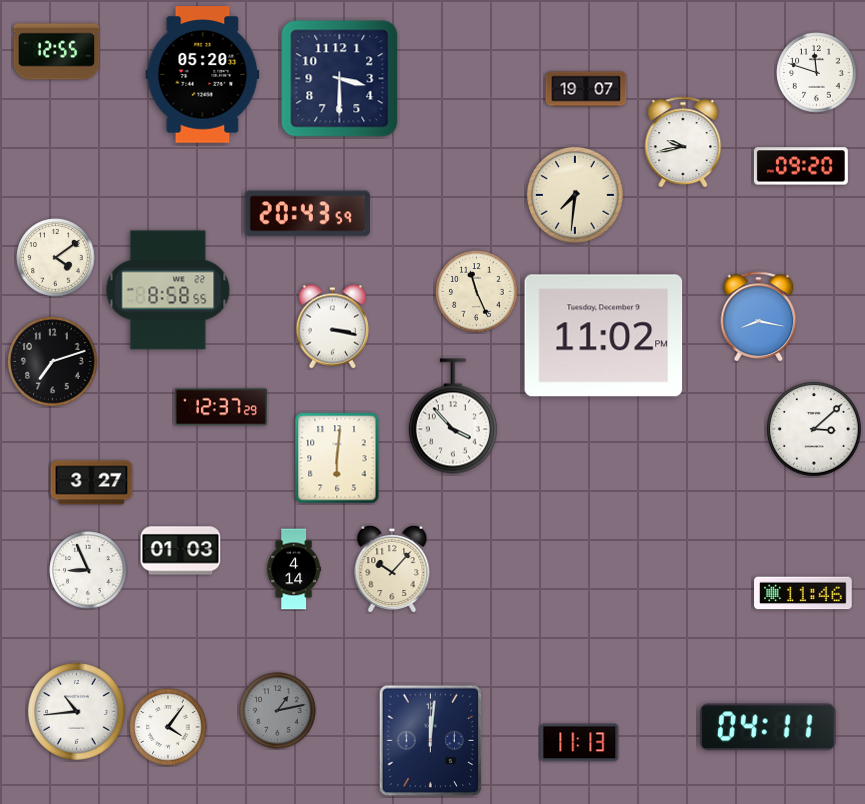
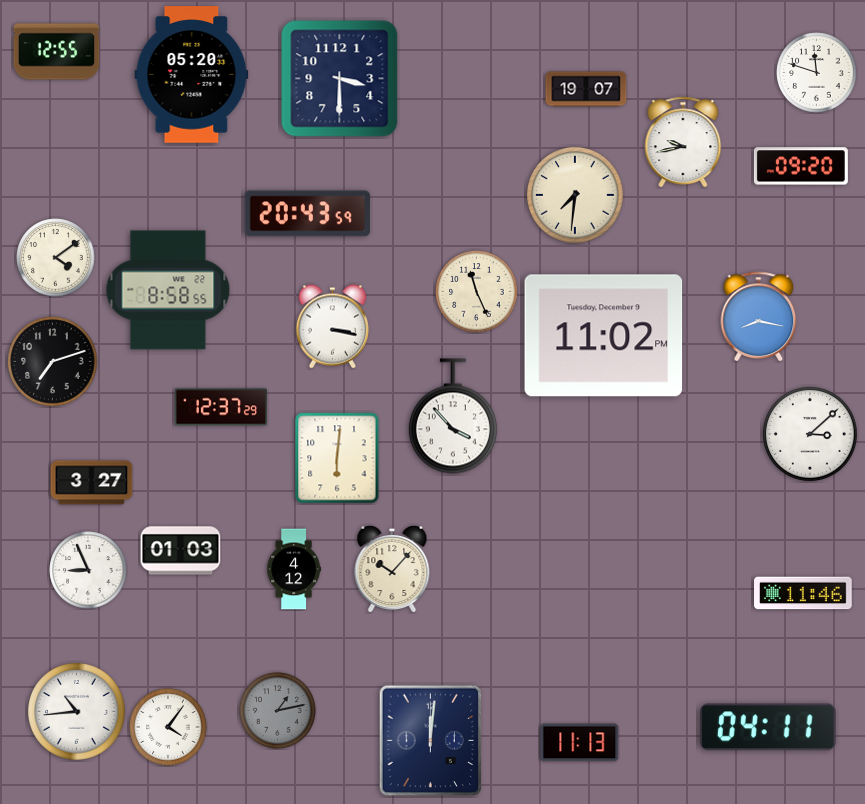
clock at (203, 75) position: (203, 75) -> (192, 75)
clock at (815, 430) position: (815, 430) -> (811, 435)
clock at (293, 569): 4:14 -> 4:12
